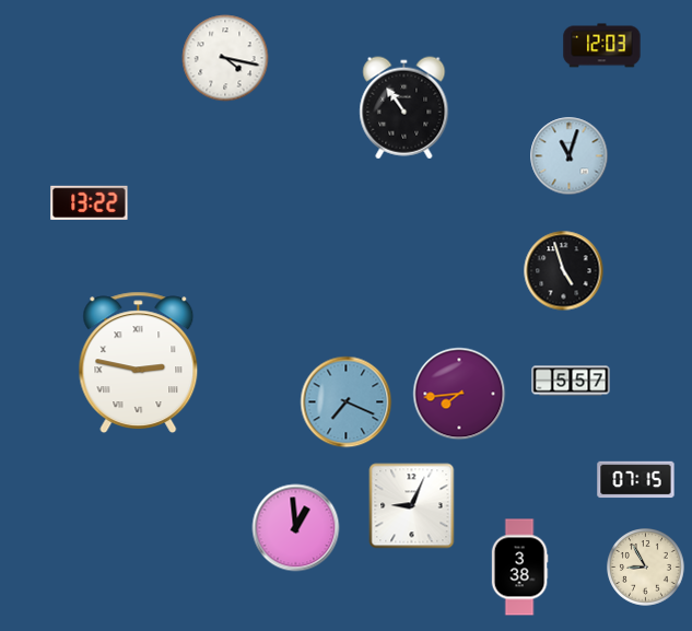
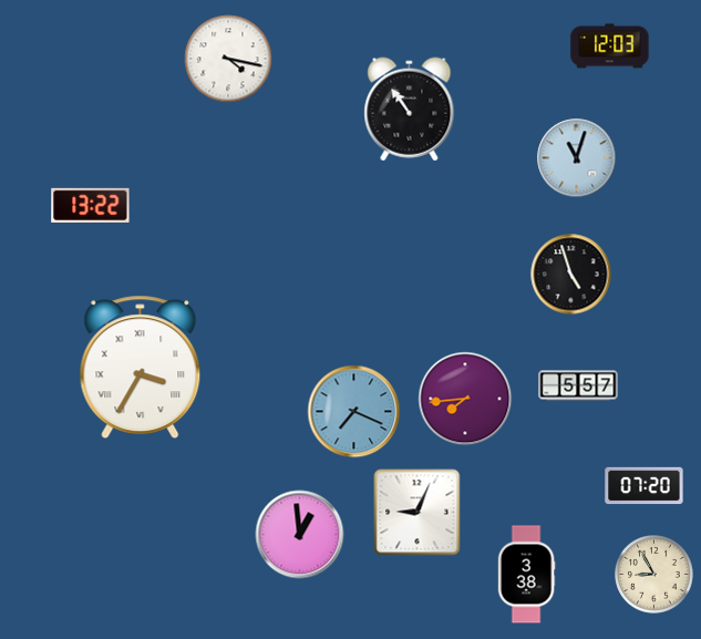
clock at (139, 363): 2:47 -> 3:35
clock at (347, 402) position: (347, 402) -> (354, 412)
clock at (636, 480): 07:15 -> 07:20
